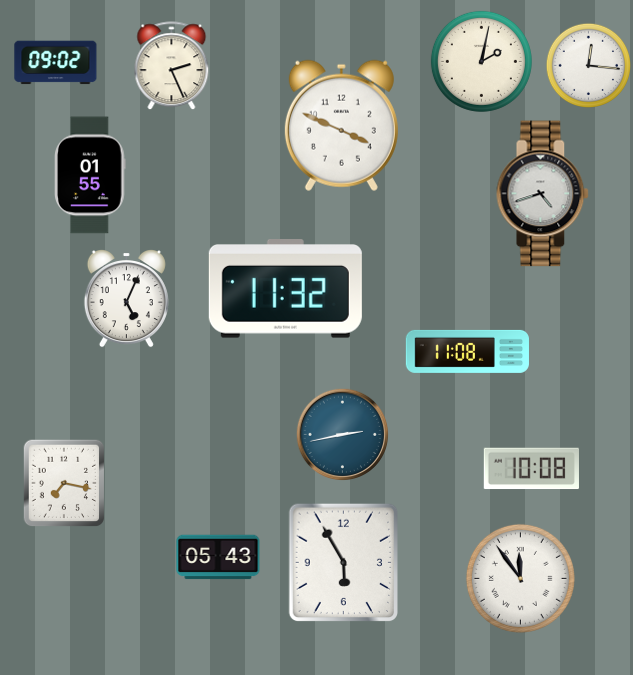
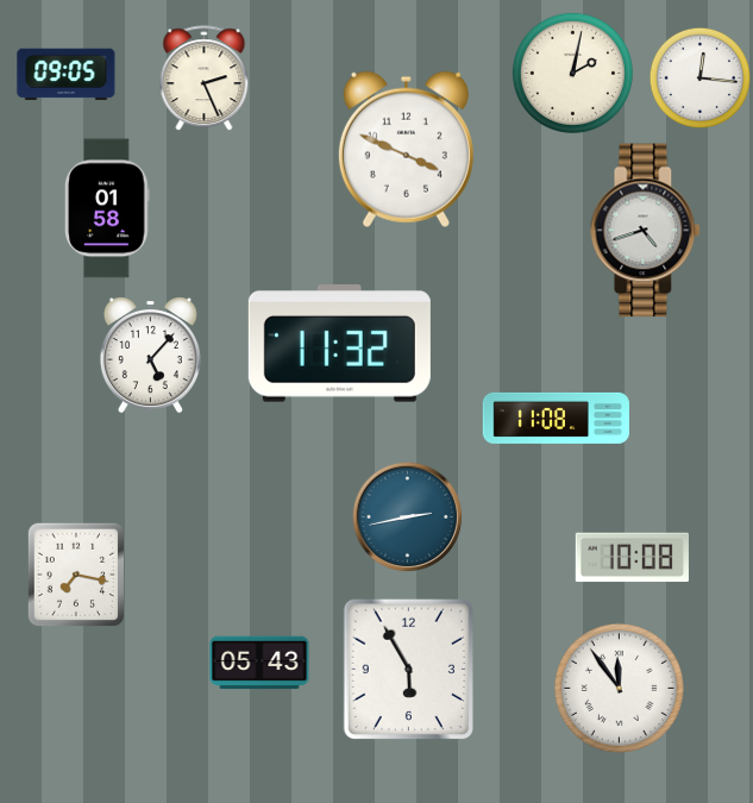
clock at (56, 63): 09:02 -> 09:05
clock at (90, 175): 01:55 -> 01:58
clock at (126, 299): 5:04 -> 5:07
